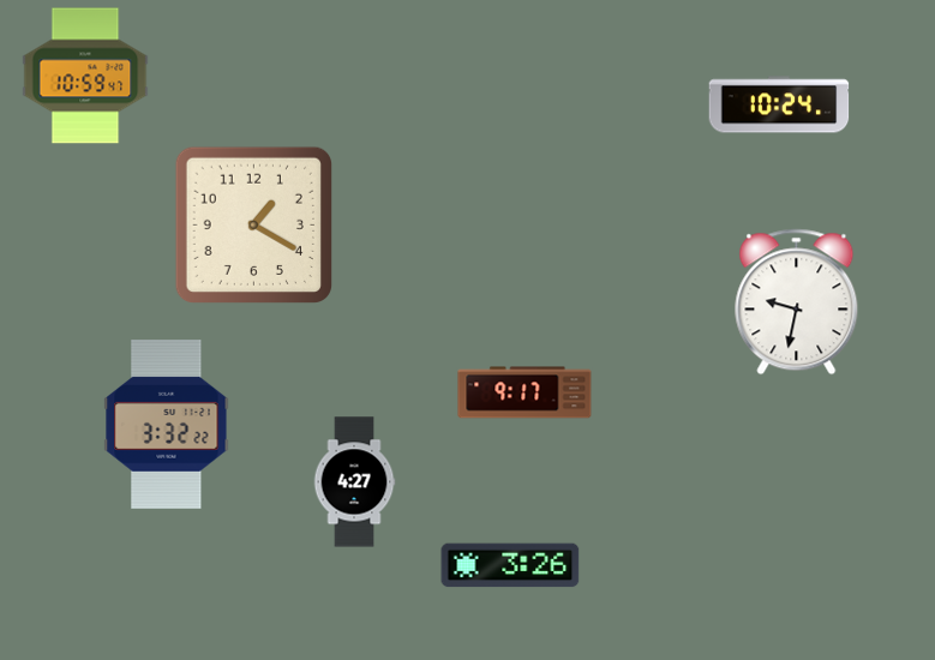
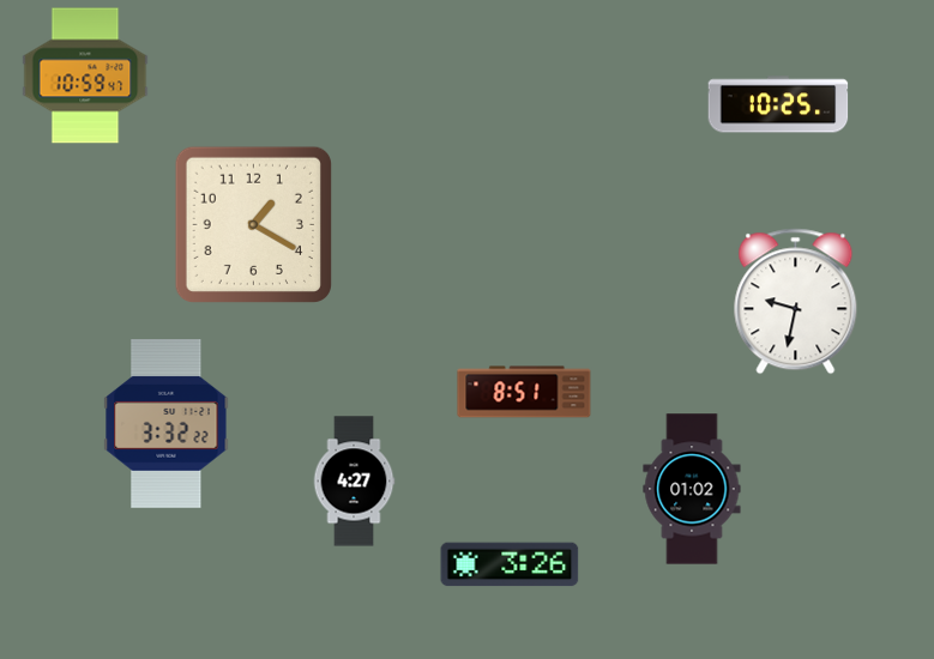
clock at (779, 104): 10:24 -> 10:25
clock at (525, 392): 9:17 -> 8:51
clock at (692, 489): none -> 01:02
